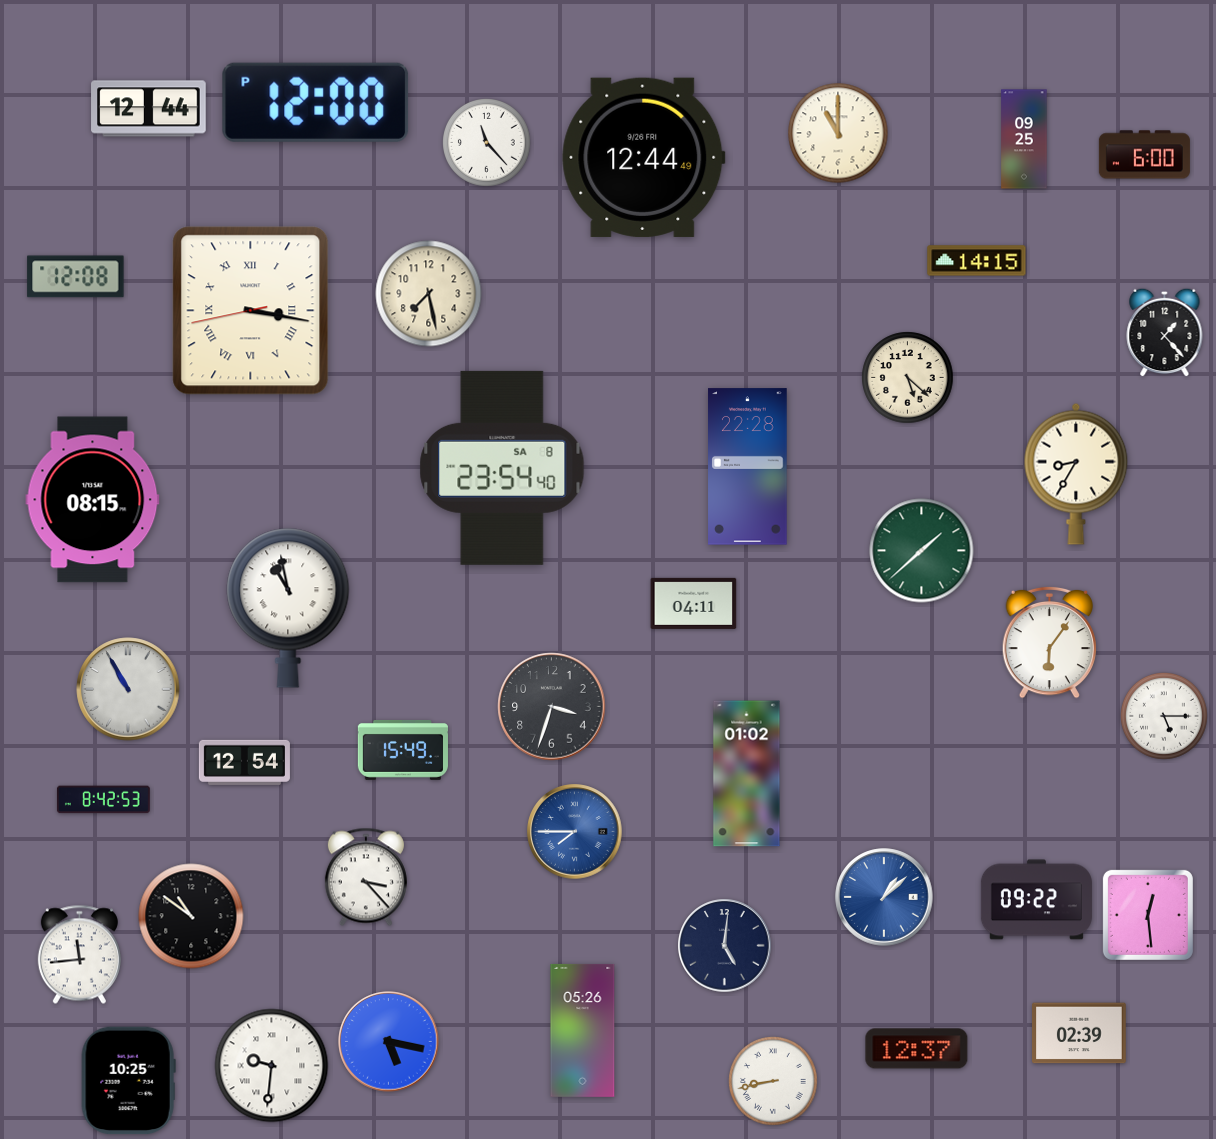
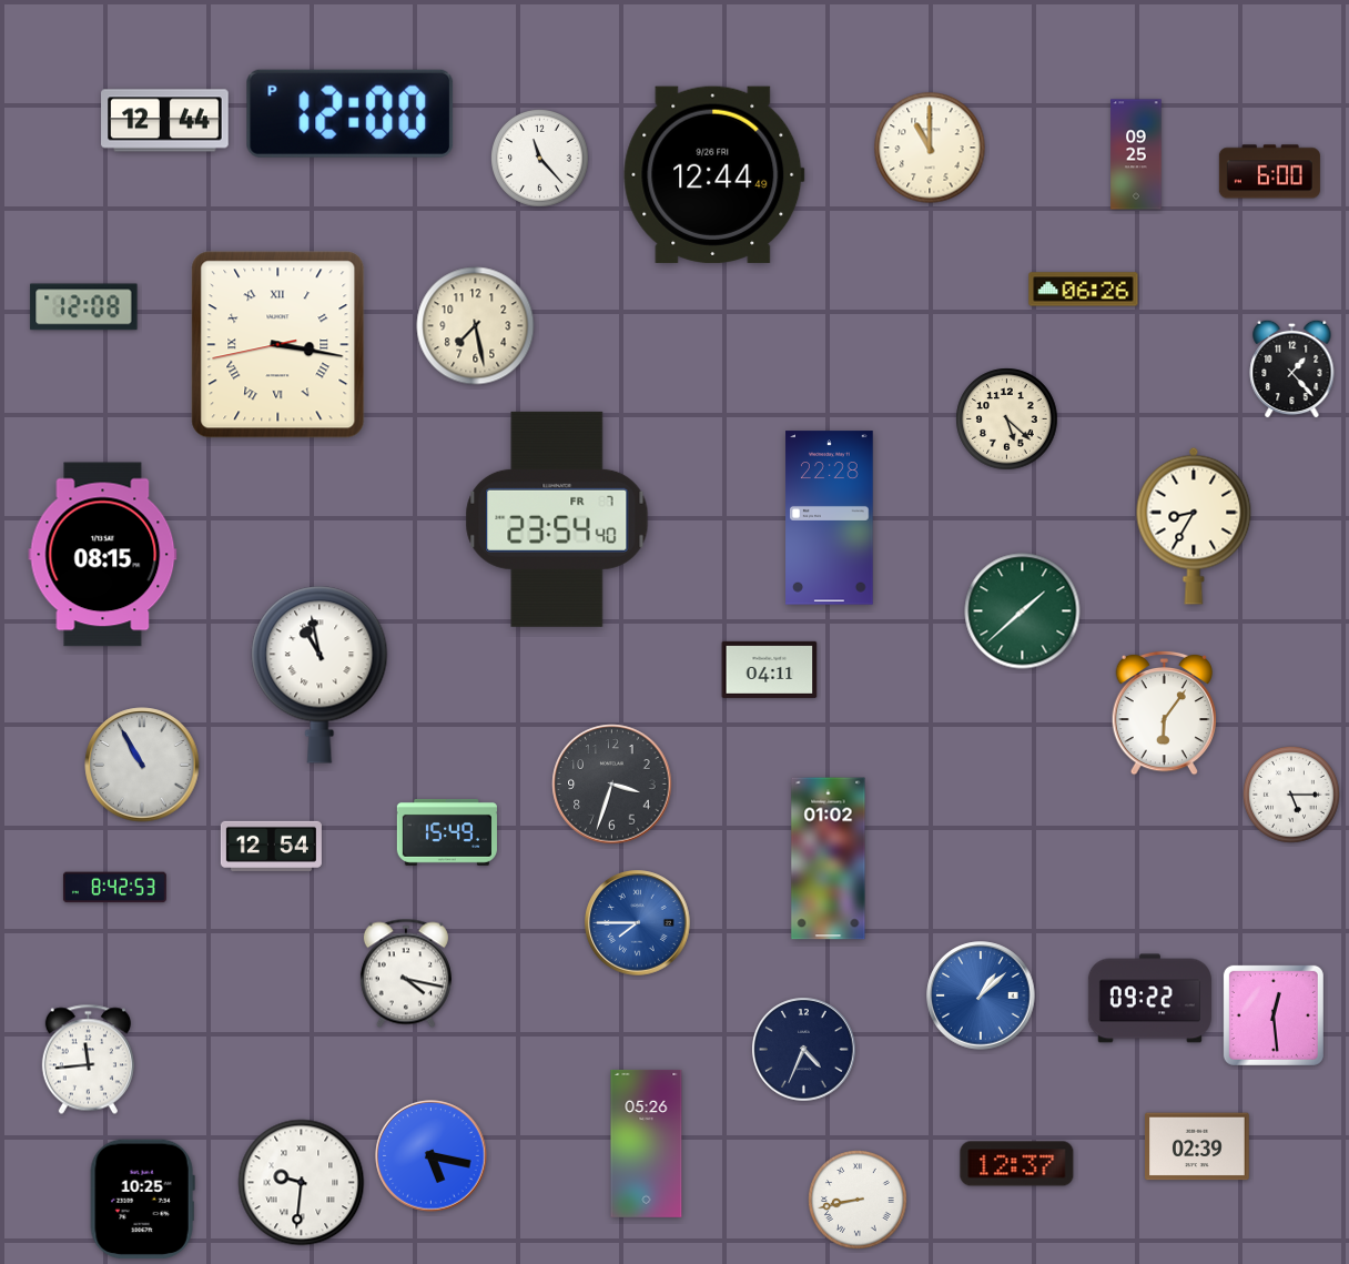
clock at (977, 261): 14:15 -> 06:26
clock at (502, 468) date: SA 8 -> FR 7
clock at (366, 877): 3:23 -> 4:17
clock at (191, 916): 10:51 -> none
clock at (725, 946): 5:01 -> 4:34
